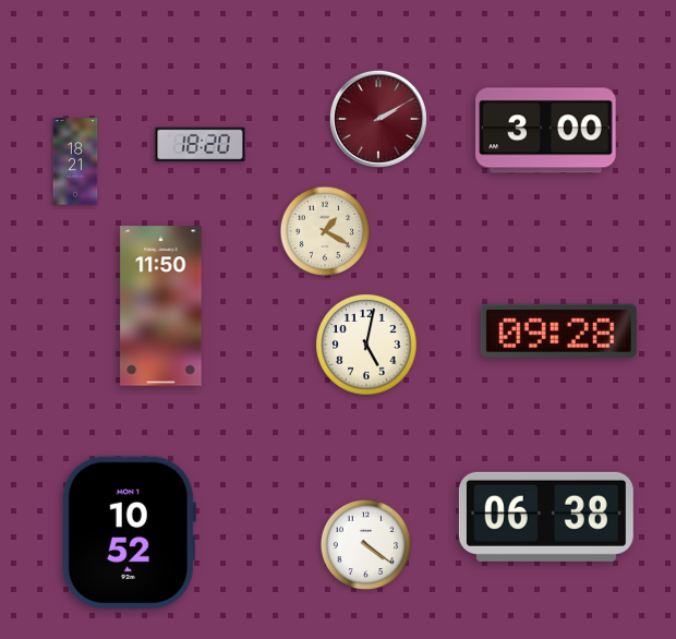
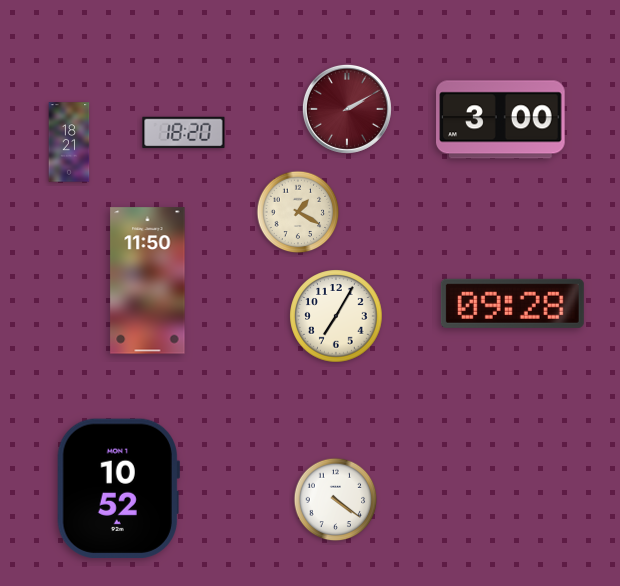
clock at (75, 161) position: (75, 161) -> (69, 142)
clock at (366, 345): 5:02 -> 7:05
clock at (546, 517): 06:38 -> none
